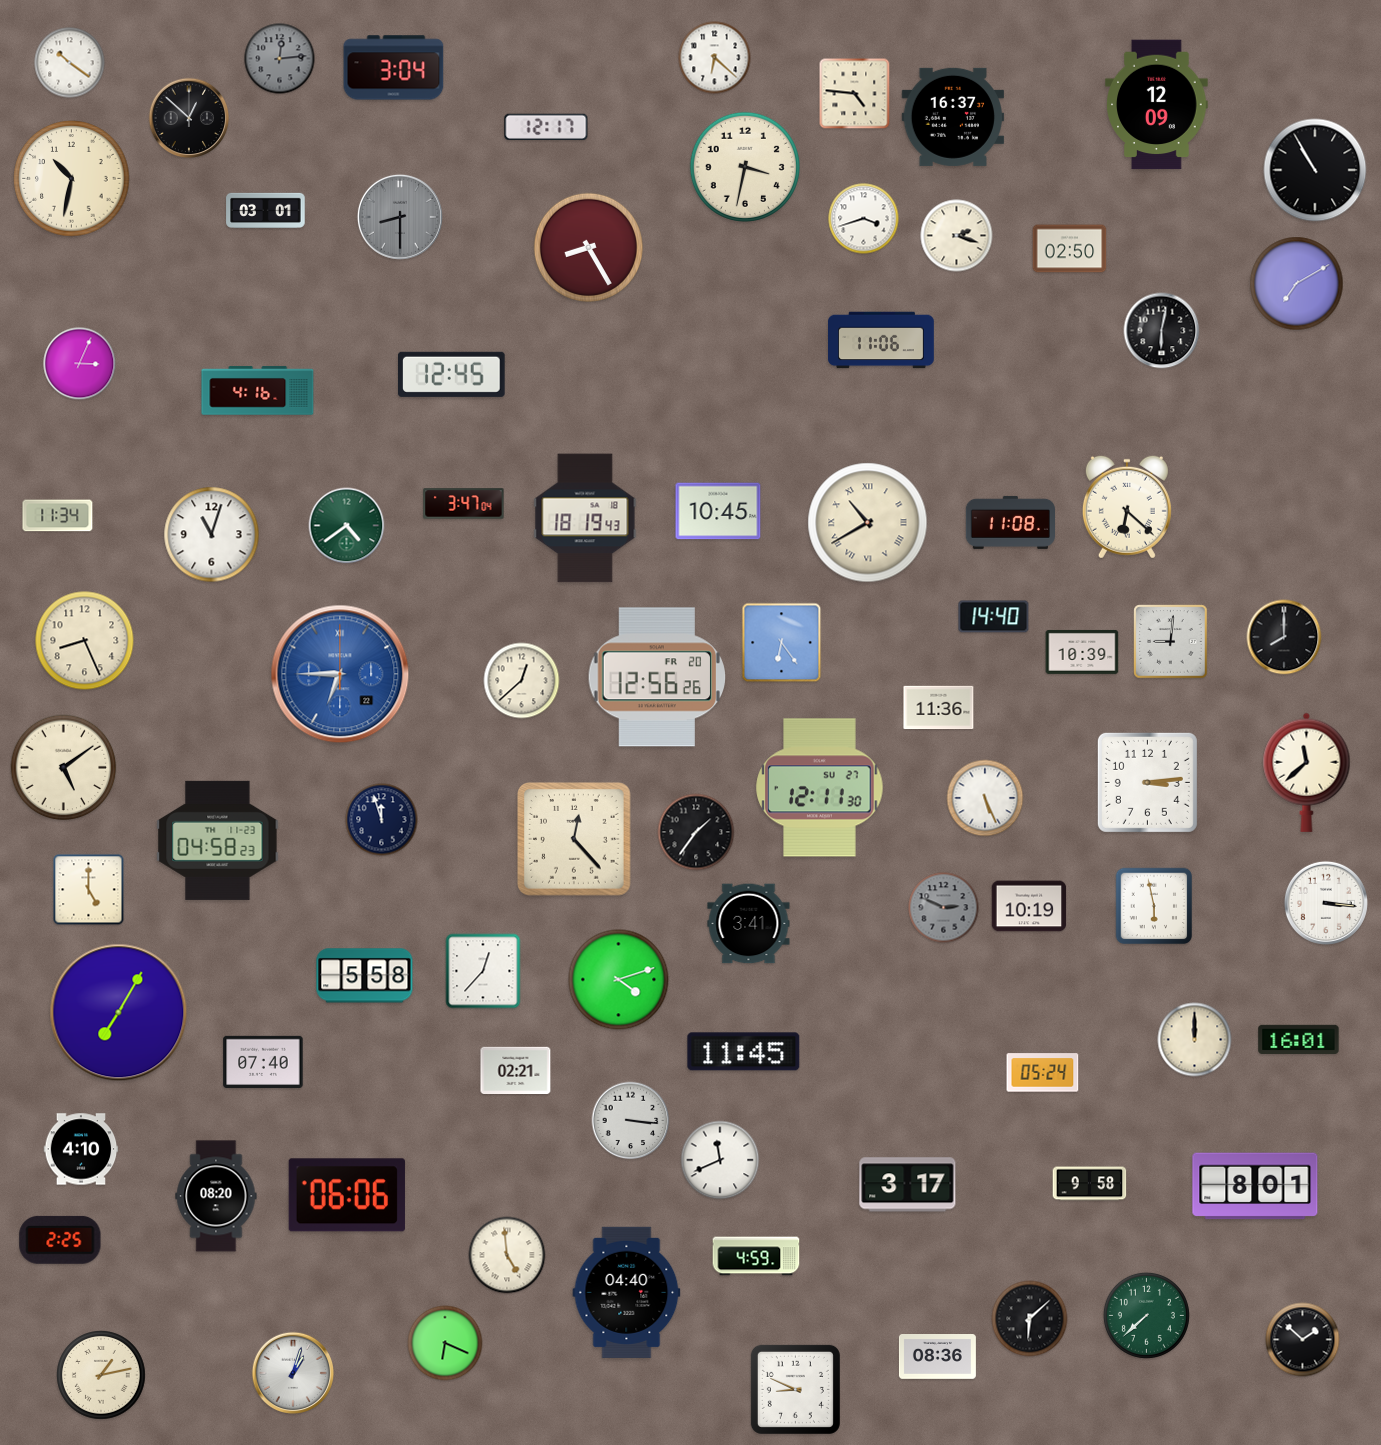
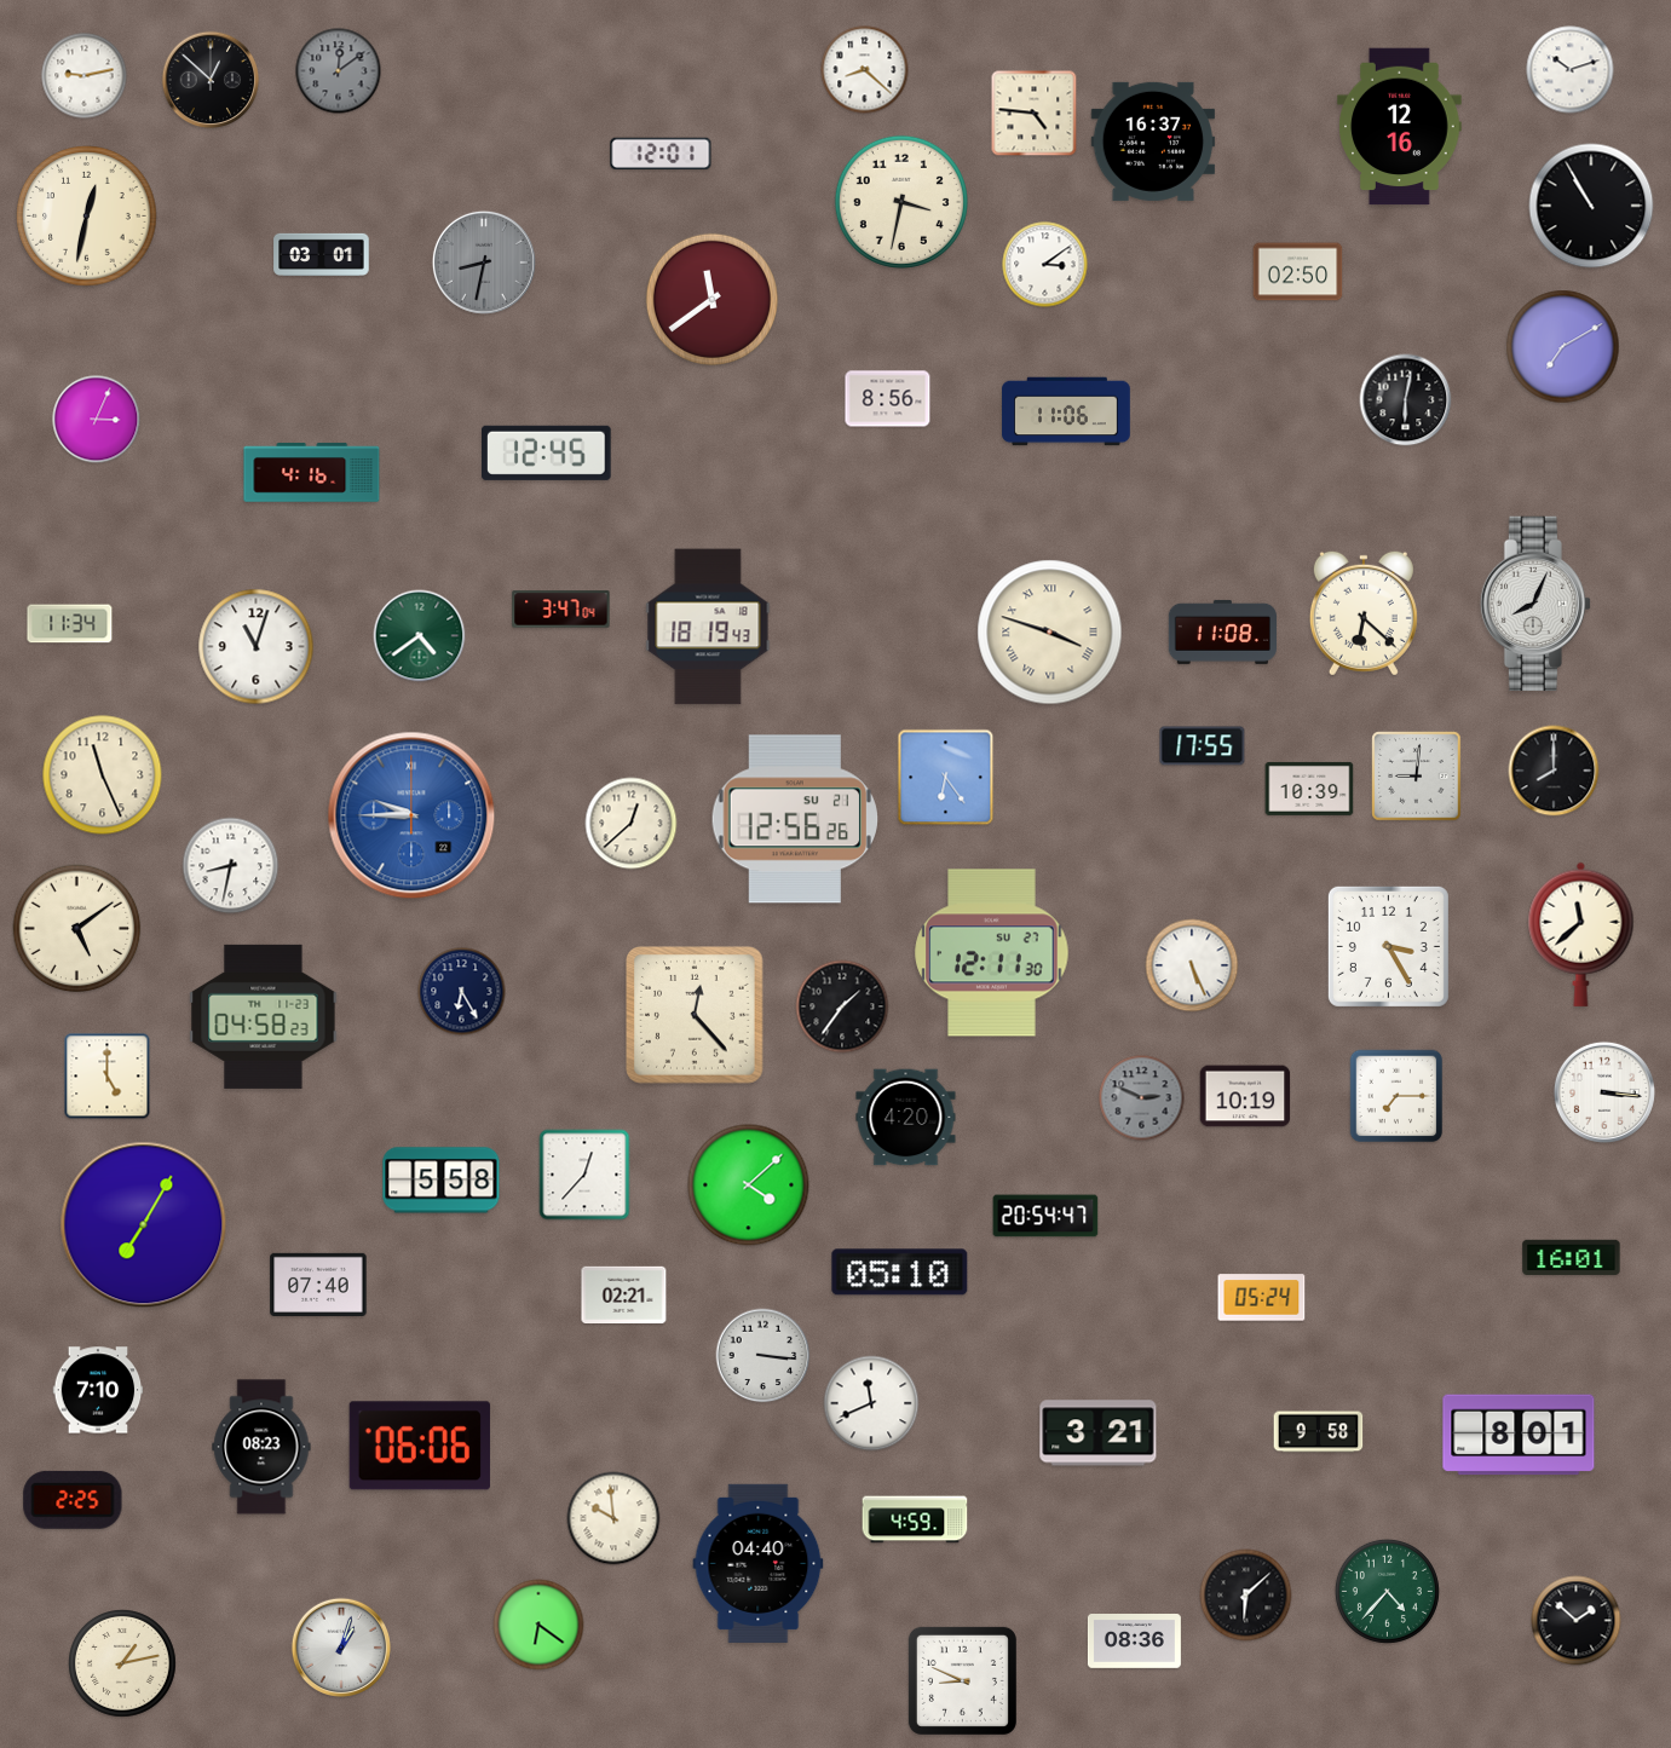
clock at (715, 58): 6:22 -> 8:22
clock at (1571, 70): none -> 10:12
clock at (280, 59): 12:14 -> 12:09
clock at (70, 63): 10:21 -> 9:13
clock at (394, 68): 3:04 -> none
clock at (1157, 105): 12:09 -> 12:16
clock at (189, 118) position: (189, 118) -> (211, 80)
clock at (546, 127): 12:17 -> 12:01
clock at (72, 179): 10:32 -> 12:32
clock at (400, 217): 8:30 -> 8:32
clock at (864, 219): 3:42 -> 3:09
clock at (957, 236): 2:18 -> none
clock at (588, 247): 8:25 -> 11:39
clock at (1070, 249) position: (1070, 249) -> (1298, 272)
clock at (1297, 284) position: (1297, 284) -> (1563, 347)
clock at (888, 399): none -> 8:56
clock at (80, 364) position: (80, 364) -> (97, 420)
clock at (1535, 602): none -> 8:04
clock at (718, 511): 10:45 -> none
clock at (868, 523): 10:40 -> 3:48
clock at (994, 617): 14:40 -> 17:55
clock at (85, 641): 8:26 -> 11:26
clock at (340, 674): 6:45 -> 9:45
clock at (656, 677) date: FR 20 -> SU 21
clock at (939, 708): 11:36 -> none
clock at (231, 866): none -> 8:32
clock at (1147, 782): 3:14 -> 3:25
clock at (382, 820): 11:57 -> 6:25
clock at (1154, 906): 5:58 -> 7:15
clock at (749, 924): 3:41 -> 4:20
clock at (619, 980): 4:12 -> 4:08
clock at (1045, 1216): none -> 20:54
clock at (1195, 1040): 12:00 -> none
clock at (744, 1052): 11:45 -> 05:10
clock at (81, 1149): 4:10 -> 7:10
clock at (908, 1185): 3:17 -> 3:21
clock at (216, 1196): 08:20 -> 08:23
clock at (507, 1255): 4:59 -> 9:59
clock at (1146, 1315): 7:38 -> 4:37
clock at (445, 1343): 6:19 -> 6:21
clock at (292, 1372) position: (292, 1372) -> (340, 1646)
